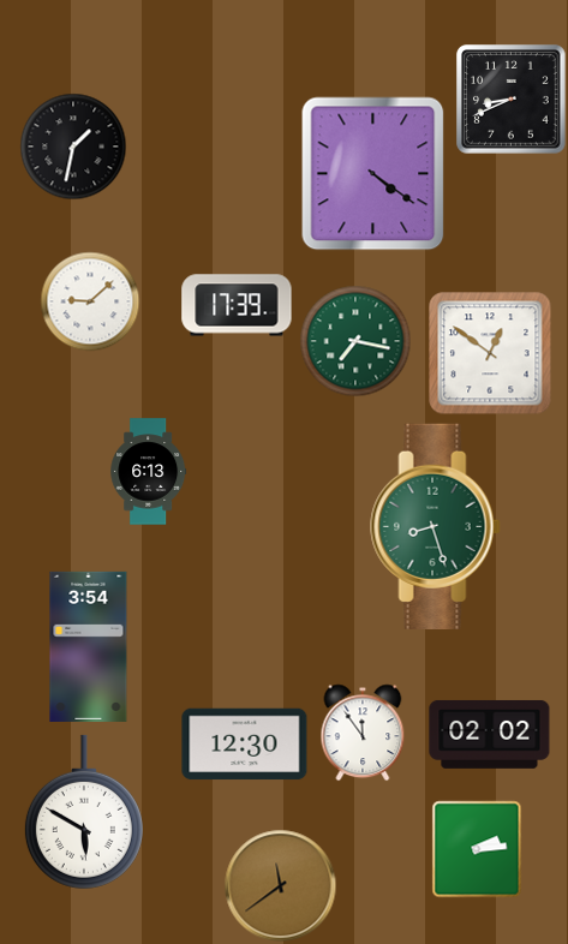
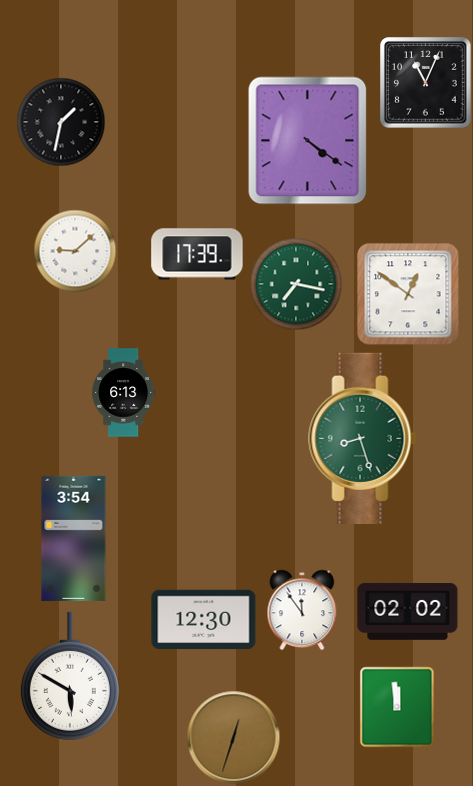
clock at (512, 100): 8:41 -> 11:04
clock at (373, 174) position: (373, 174) -> (308, 141)
clock at (477, 849): 2:14 -> 11:59
clock at (280, 885): 11:39 -> 12:33
